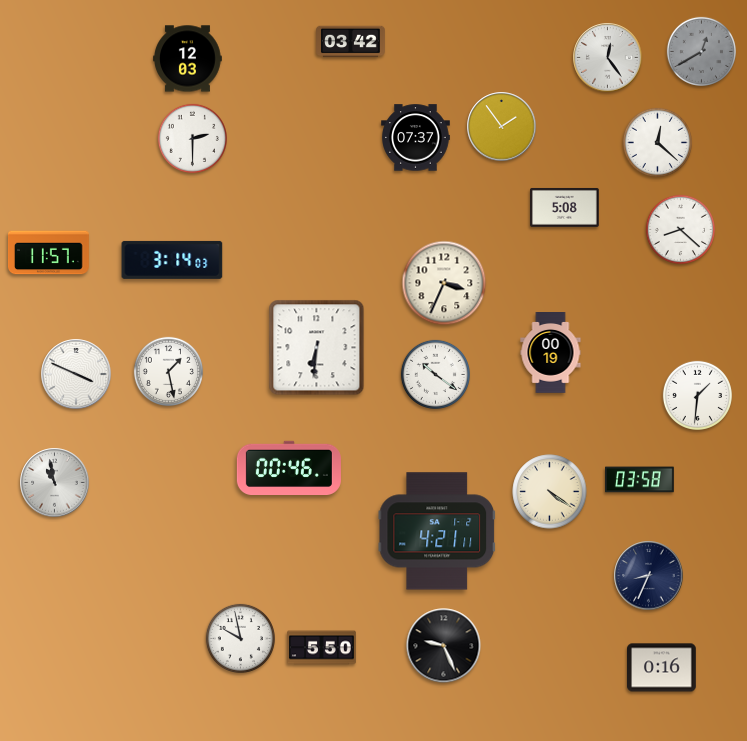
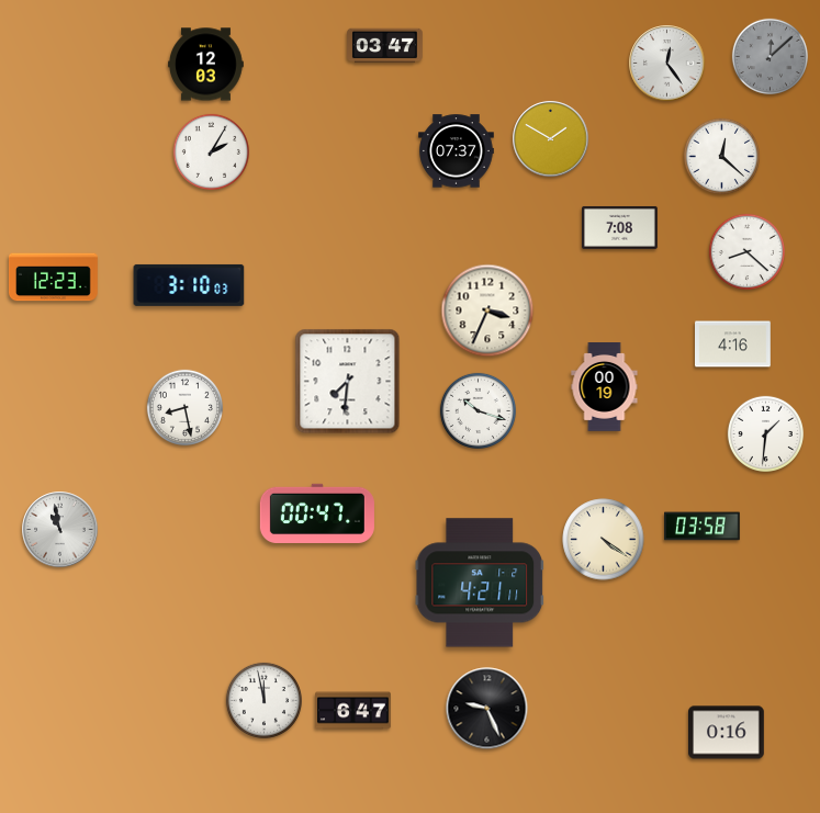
clock at (351, 42): 03:42 -> 03:47
clock at (701, 51): 12:40 -> 12:08
clock at (502, 127): 1:54 -> 1:50
clock at (192, 138): 2:30 -> 2:05
clock at (565, 207): 5:08 -> 7:08
clock at (49, 253): 11:57 -> 12:23
clock at (172, 260): 3:14 -> 3:10
clock at (733, 345): none -> 4:16
clock at (317, 348): 6:31 -> 7:31
clock at (168, 371): 1:28 -> 8:28
clock at (76, 374): 3:49 -> none
clock at (435, 374): 10:21 -> 10:18
clock at (289, 467): 00:46 -> 00:47
clock at (649, 576): 8:34 -> none
clock at (240, 638): 9:58 -> 11:58
clock at (322, 648): 5:50 -> 6:47
